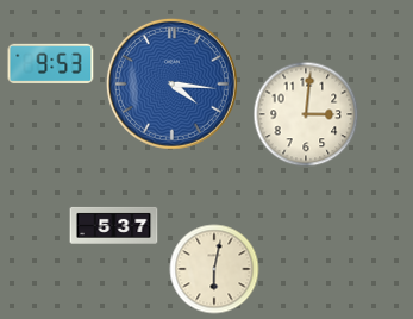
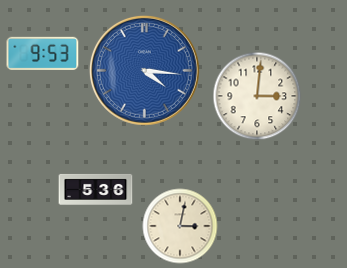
clock at (114, 225): 5:37 -> 5:36
clock at (214, 269): 6:02 -> 3:02
